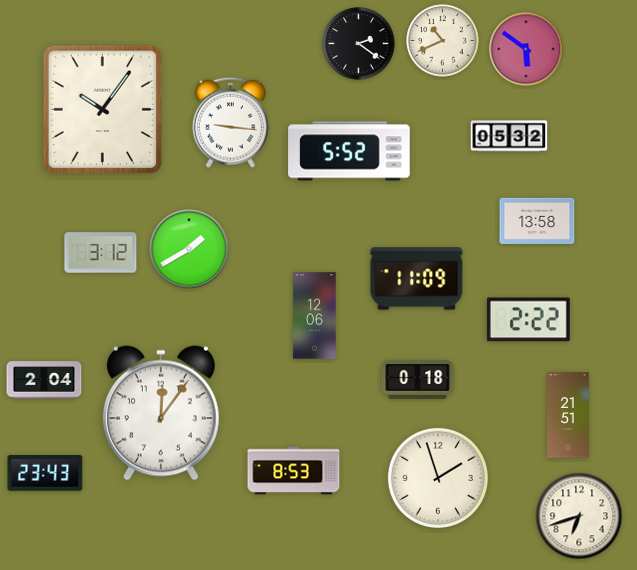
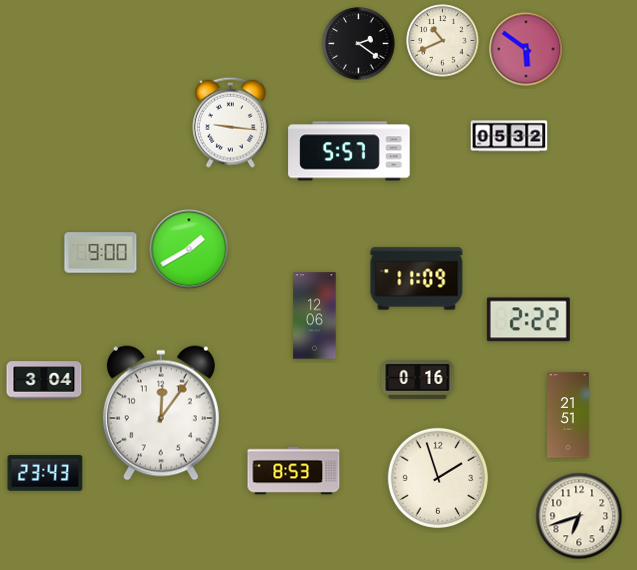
clock at (102, 110): 10:06 -> none
clock at (349, 151): 5:52 -> 5:57
clock at (537, 220): 13:58 -> none
clock at (101, 253): 3:12 -> 9:00
clock at (418, 379): 0:18 -> 0:16
clock at (44, 380): 2:04 -> 3:04
